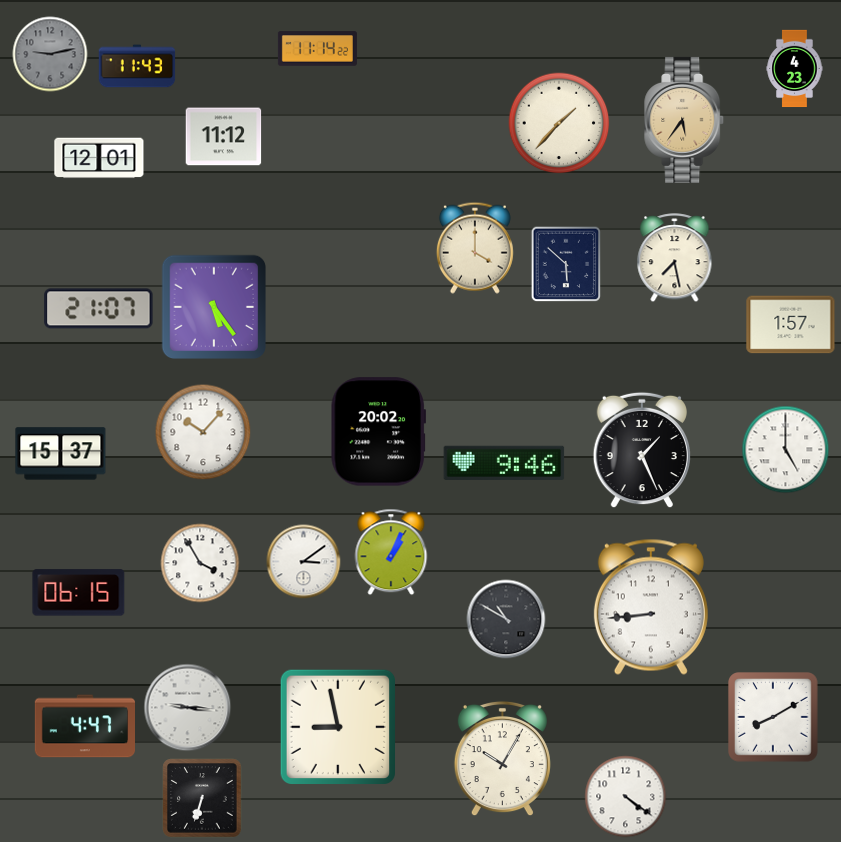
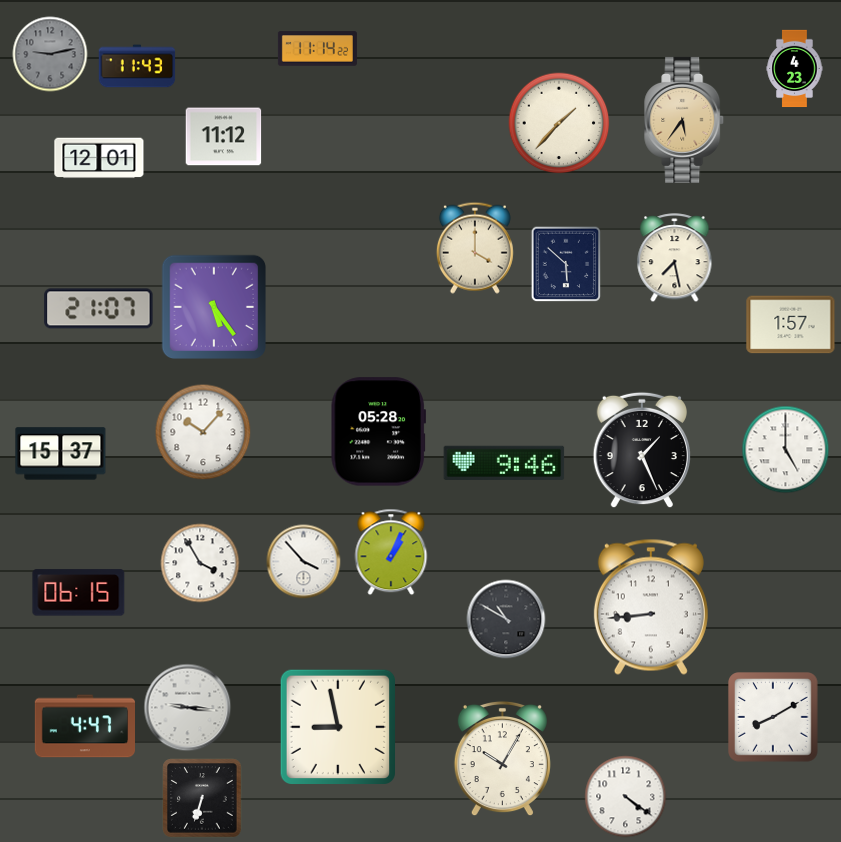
clock at (378, 432): 20:02 -> 05:28
clock at (304, 562): 3:09 -> 3:53
